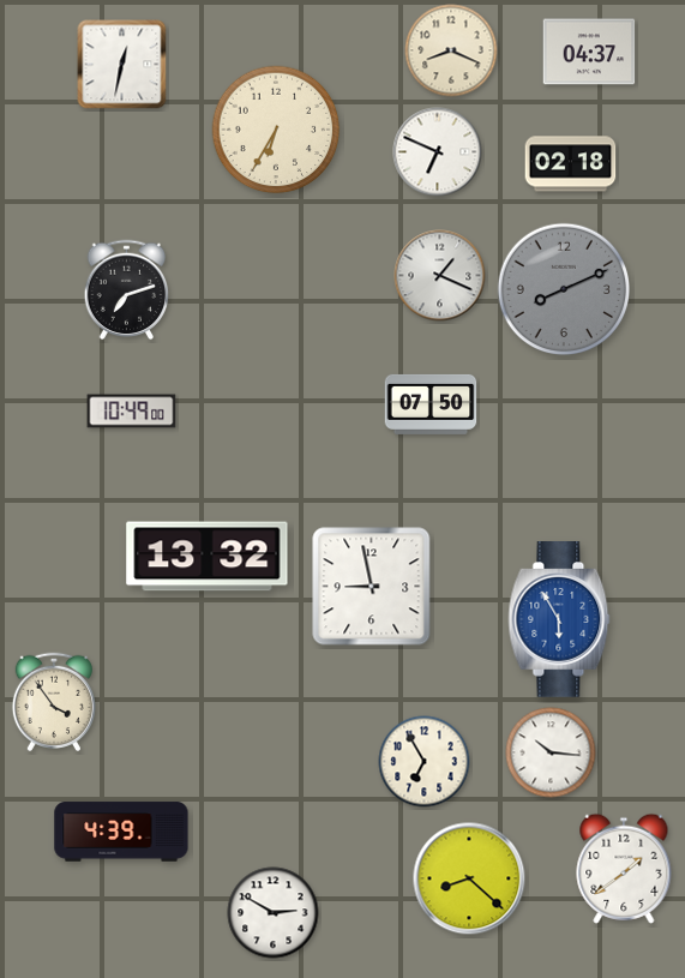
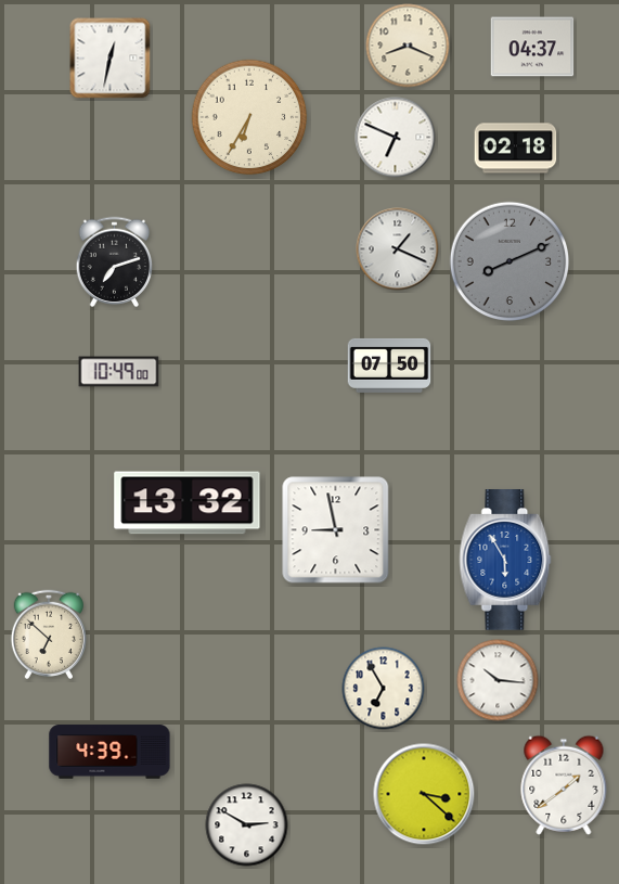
clock at (53, 701): 3:54 -> 6:52
clock at (469, 878): 8:22 -> 3:22
